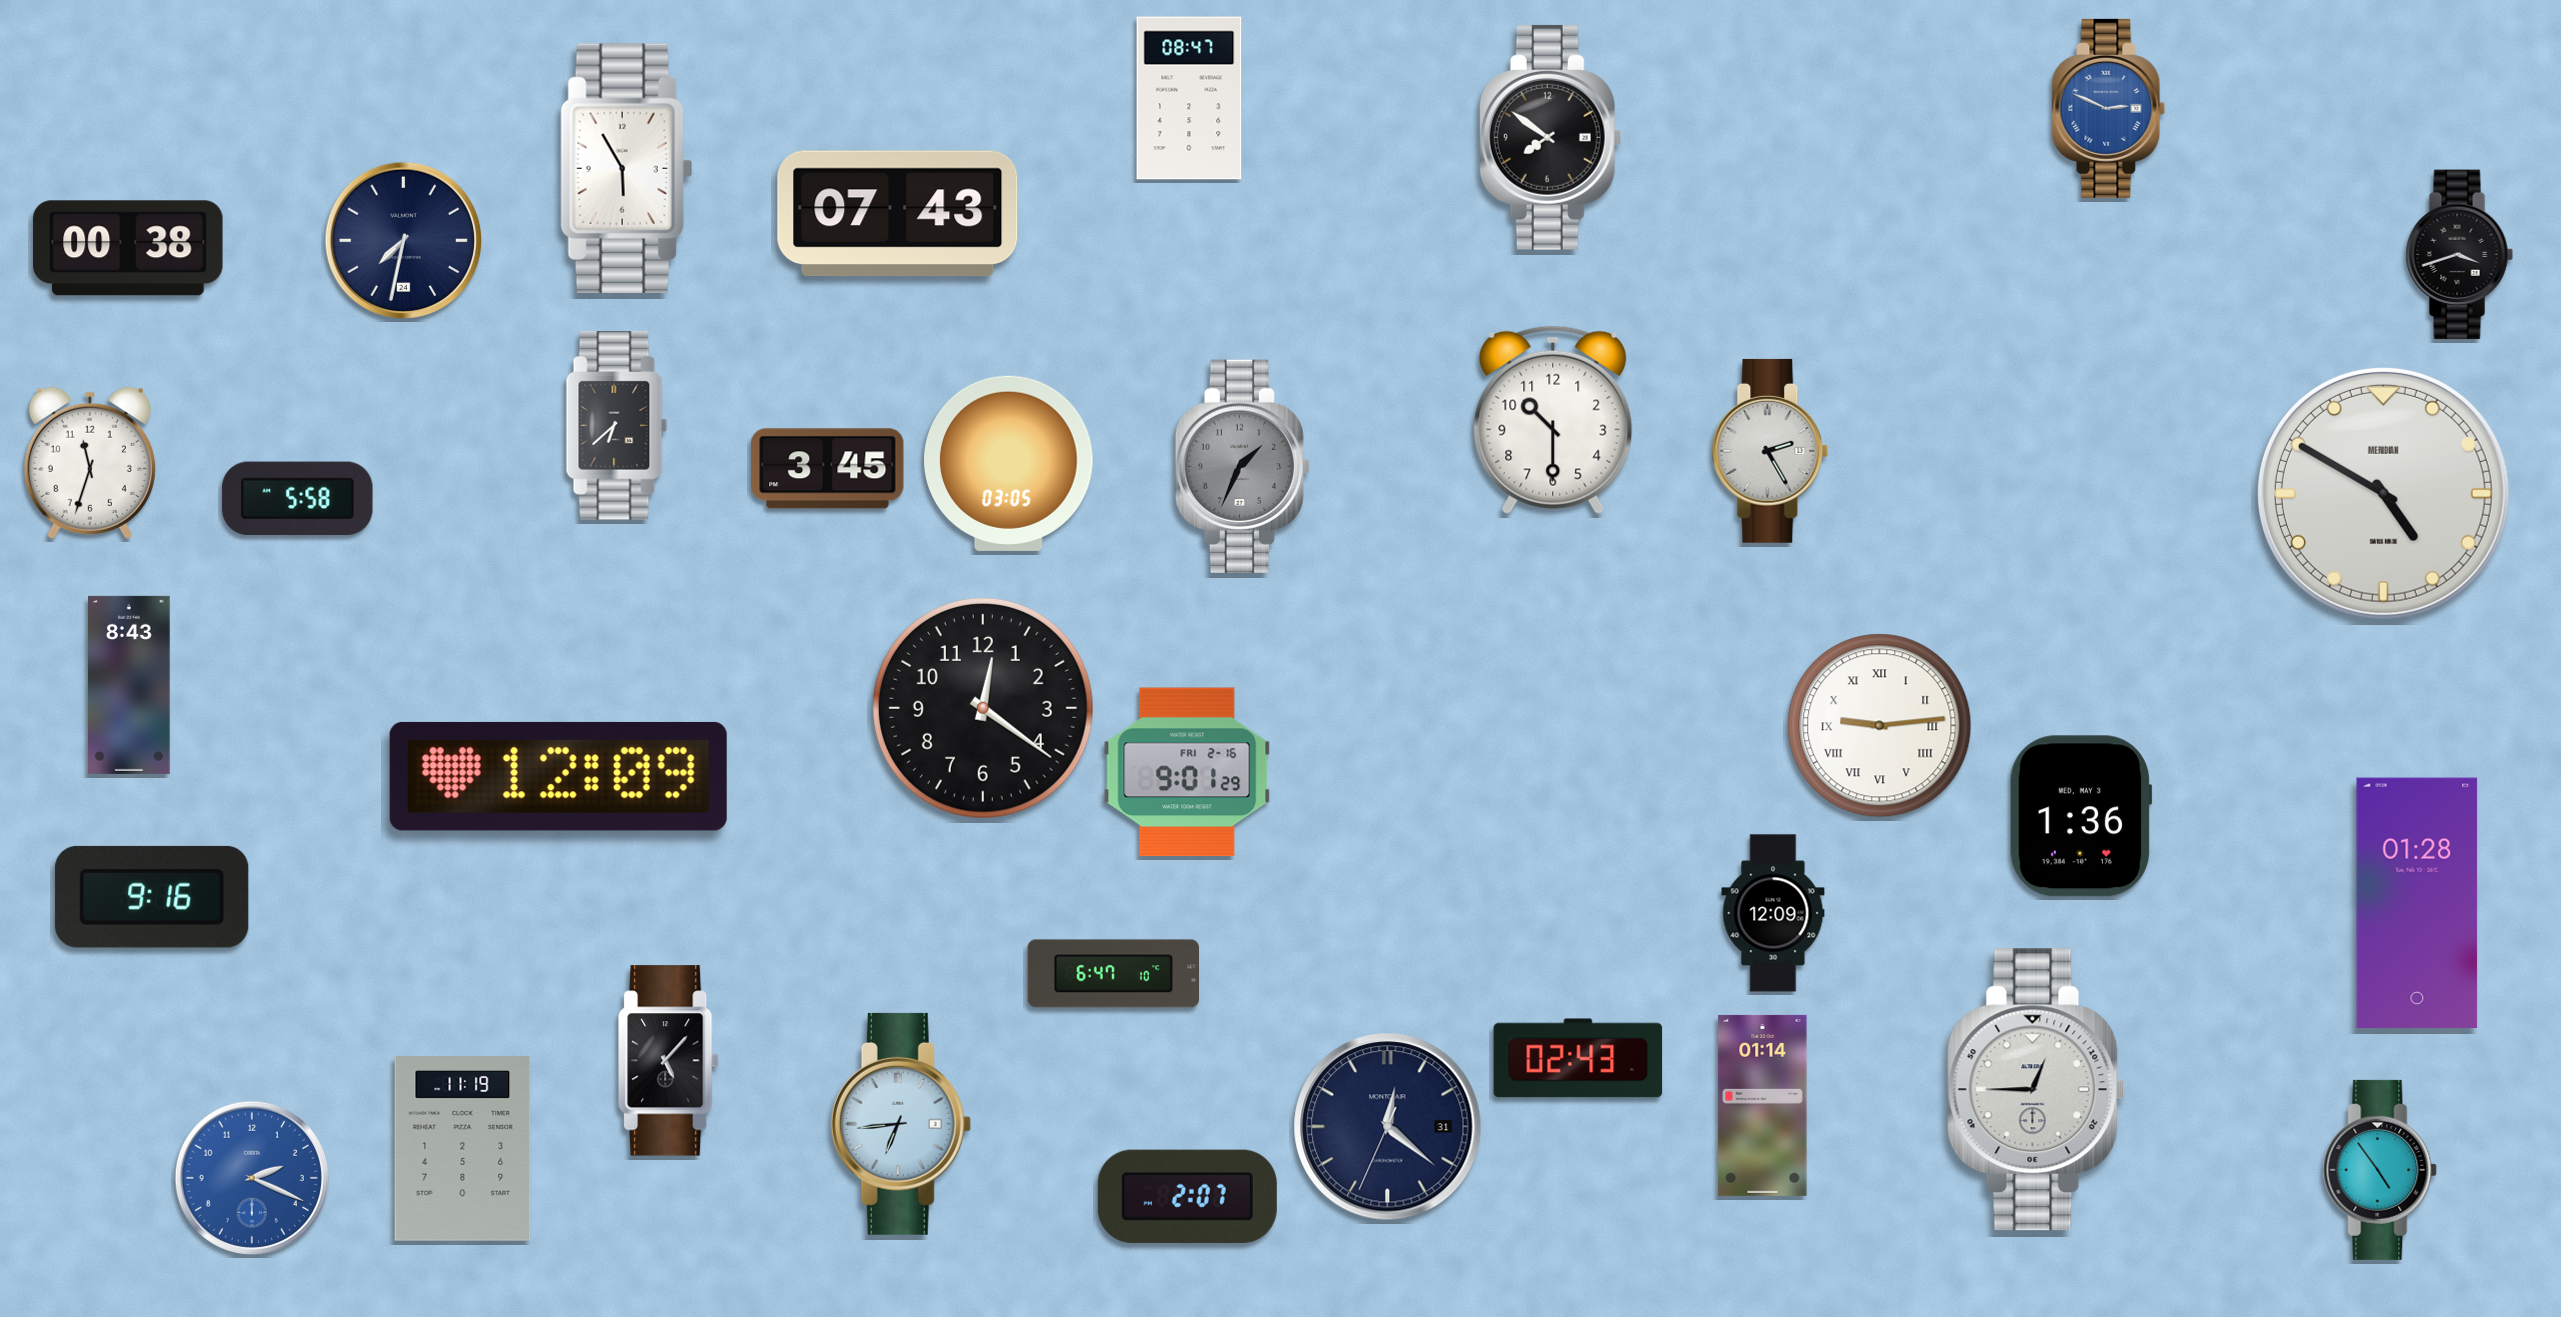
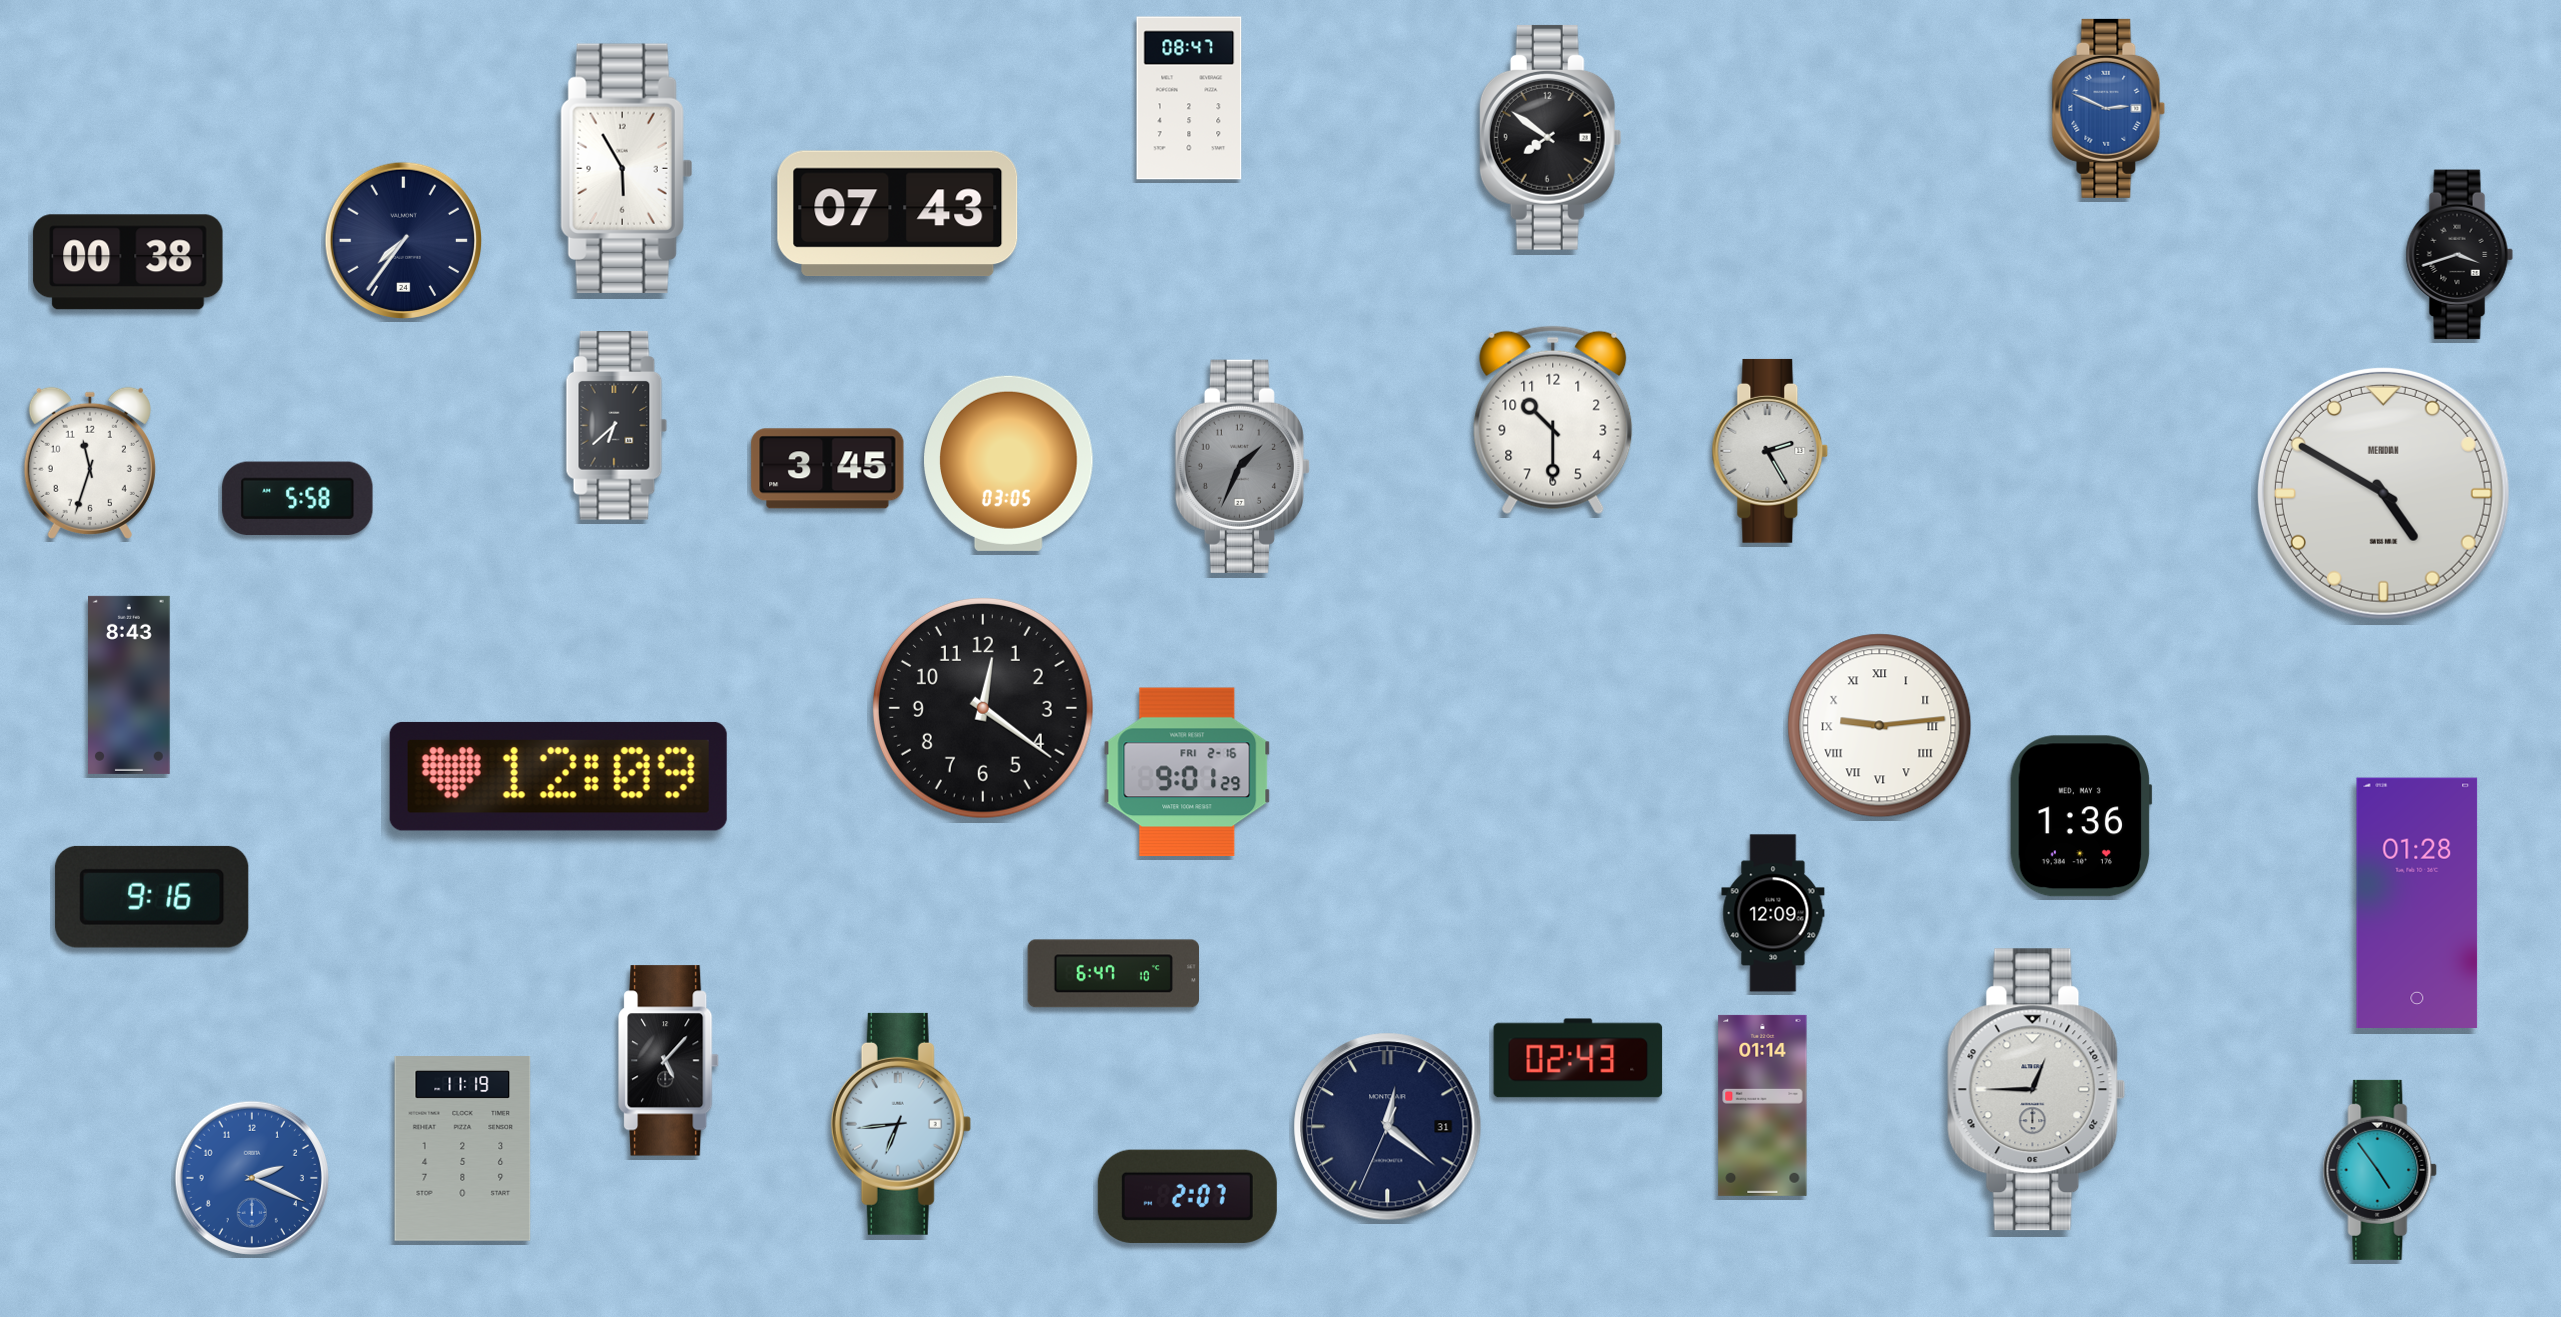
clock at (403, 240): 7:32 -> 7:36
clock at (128, 248) position: (128, 248) -> (128, 262)
